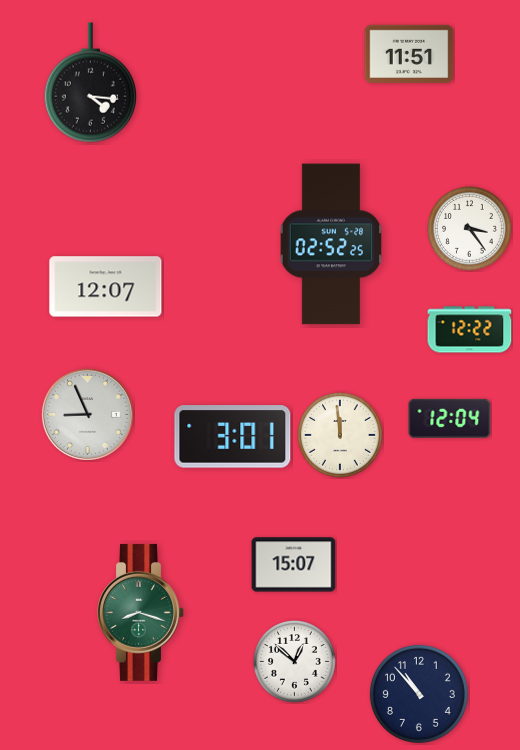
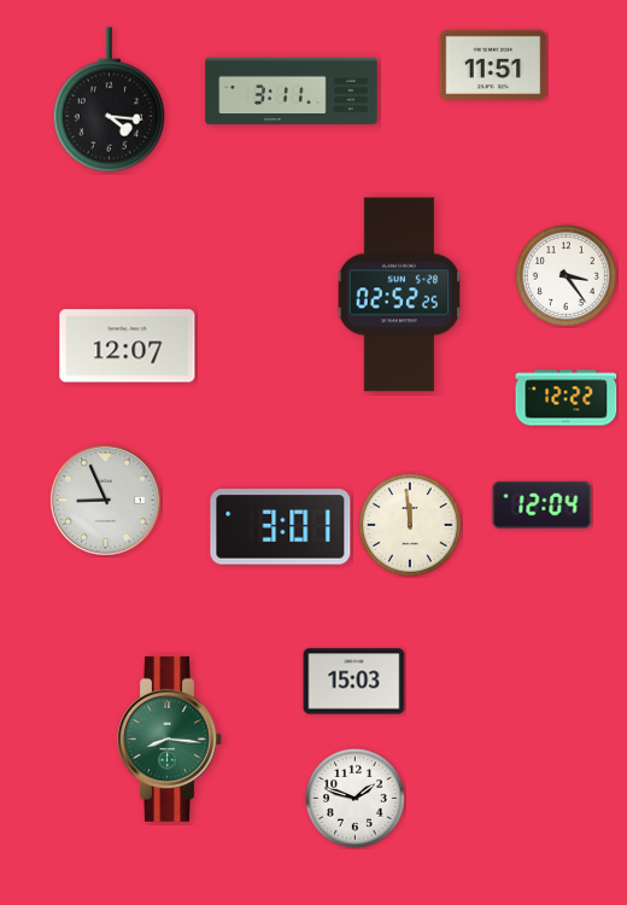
clock at (292, 92): none -> 3:11
clock at (294, 565): 15:07 -> 15:03
clock at (141, 612): 8:18 -> 8:16
clock at (295, 662): 12:52 -> 1:48
clock at (419, 694): 10:53 -> none
